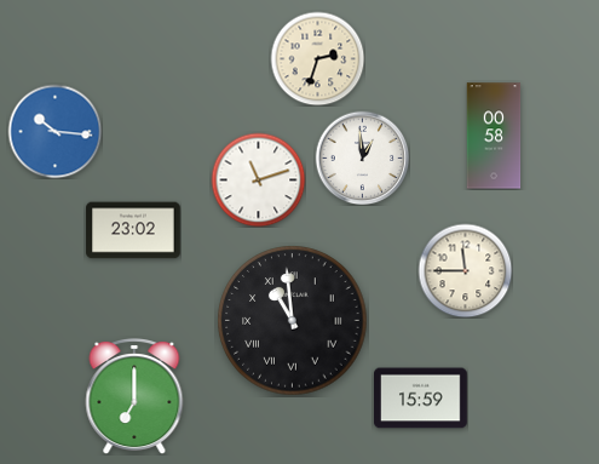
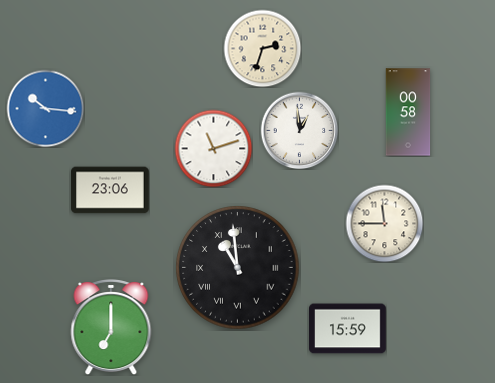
clock at (133, 230): 23:02 -> 23:06
clock at (293, 321) position: (293, 321) -> (238, 268)
